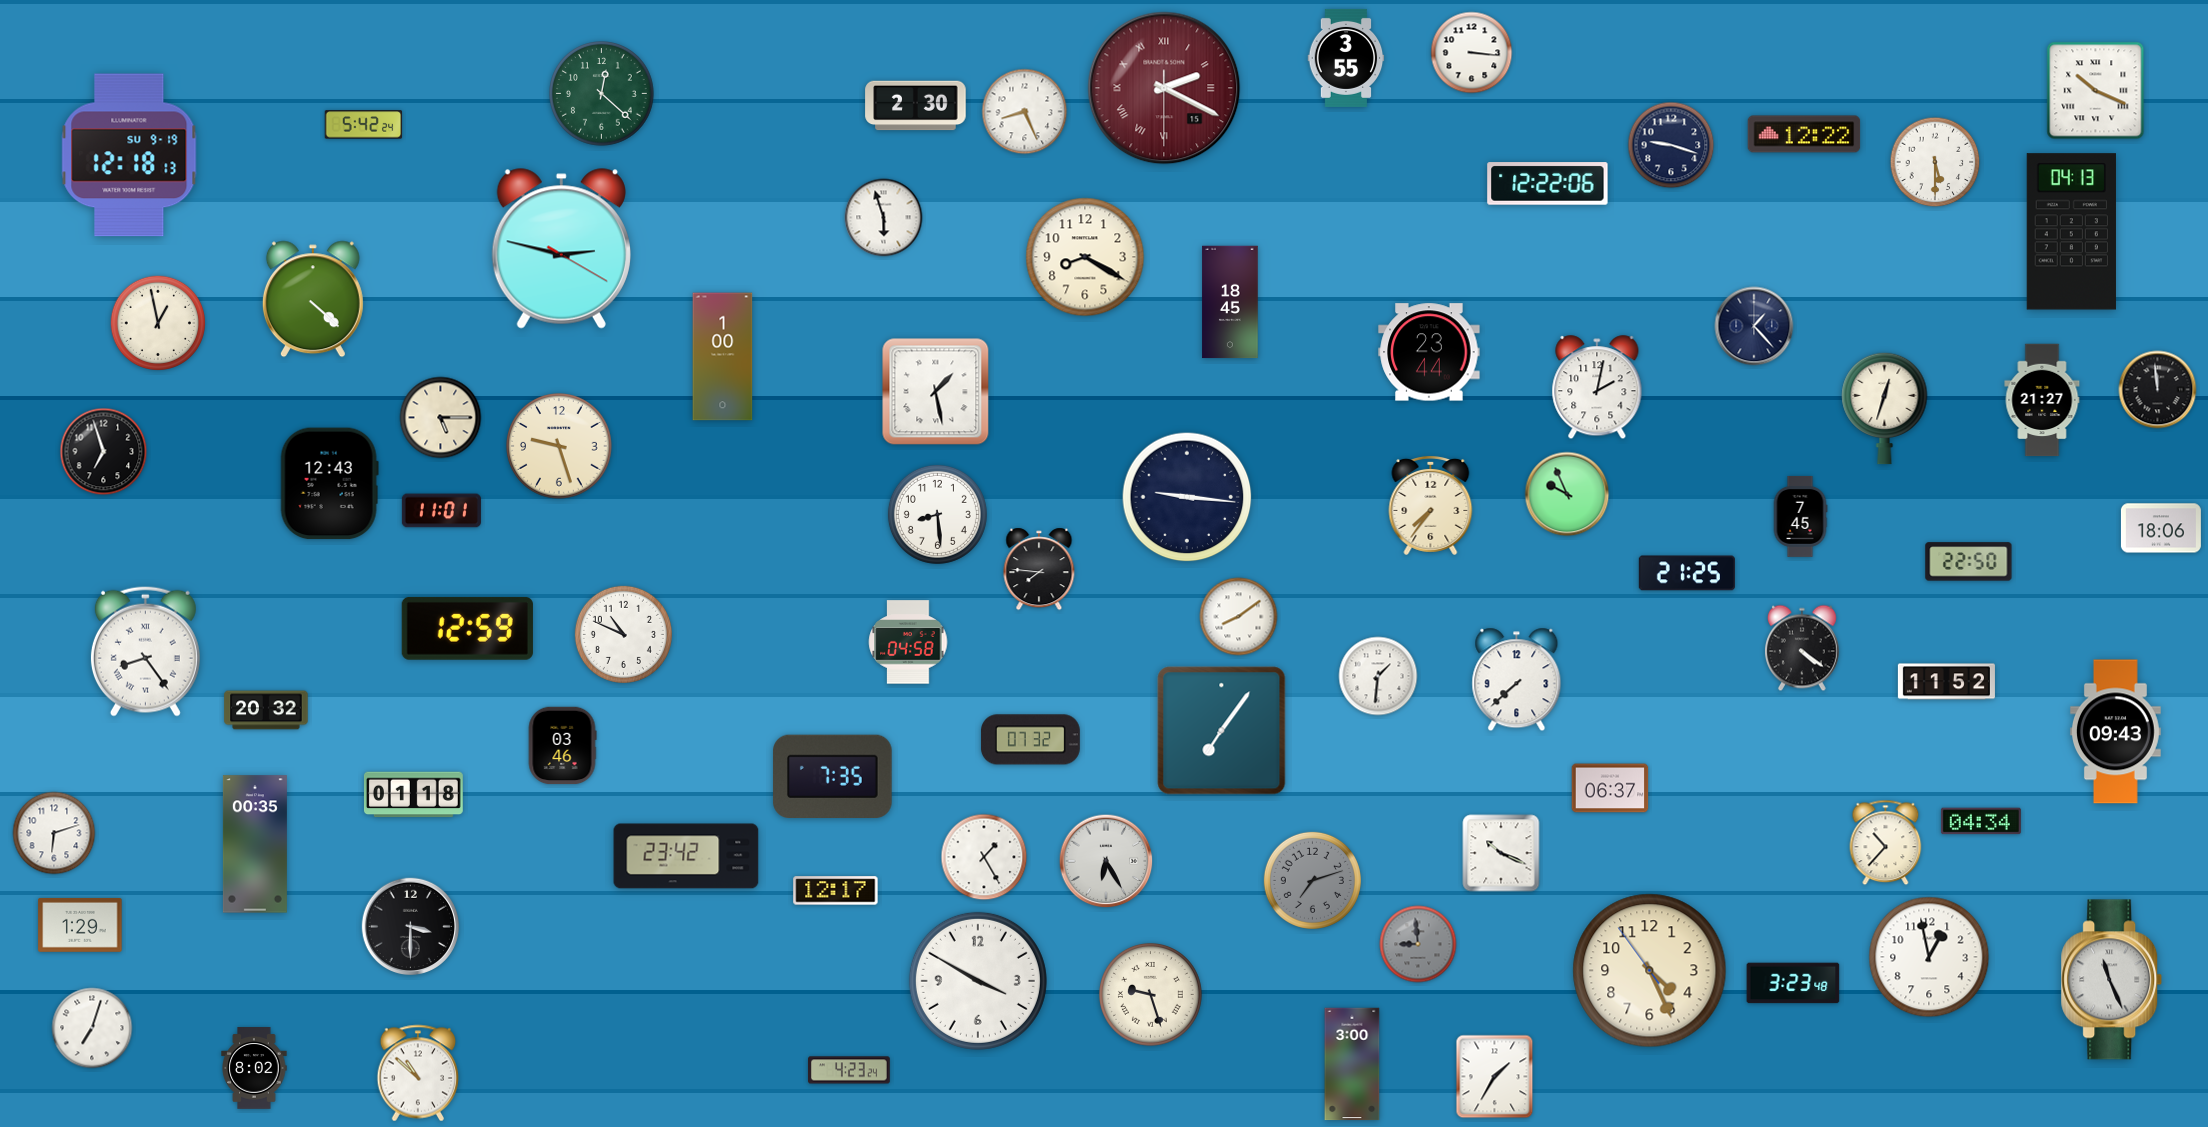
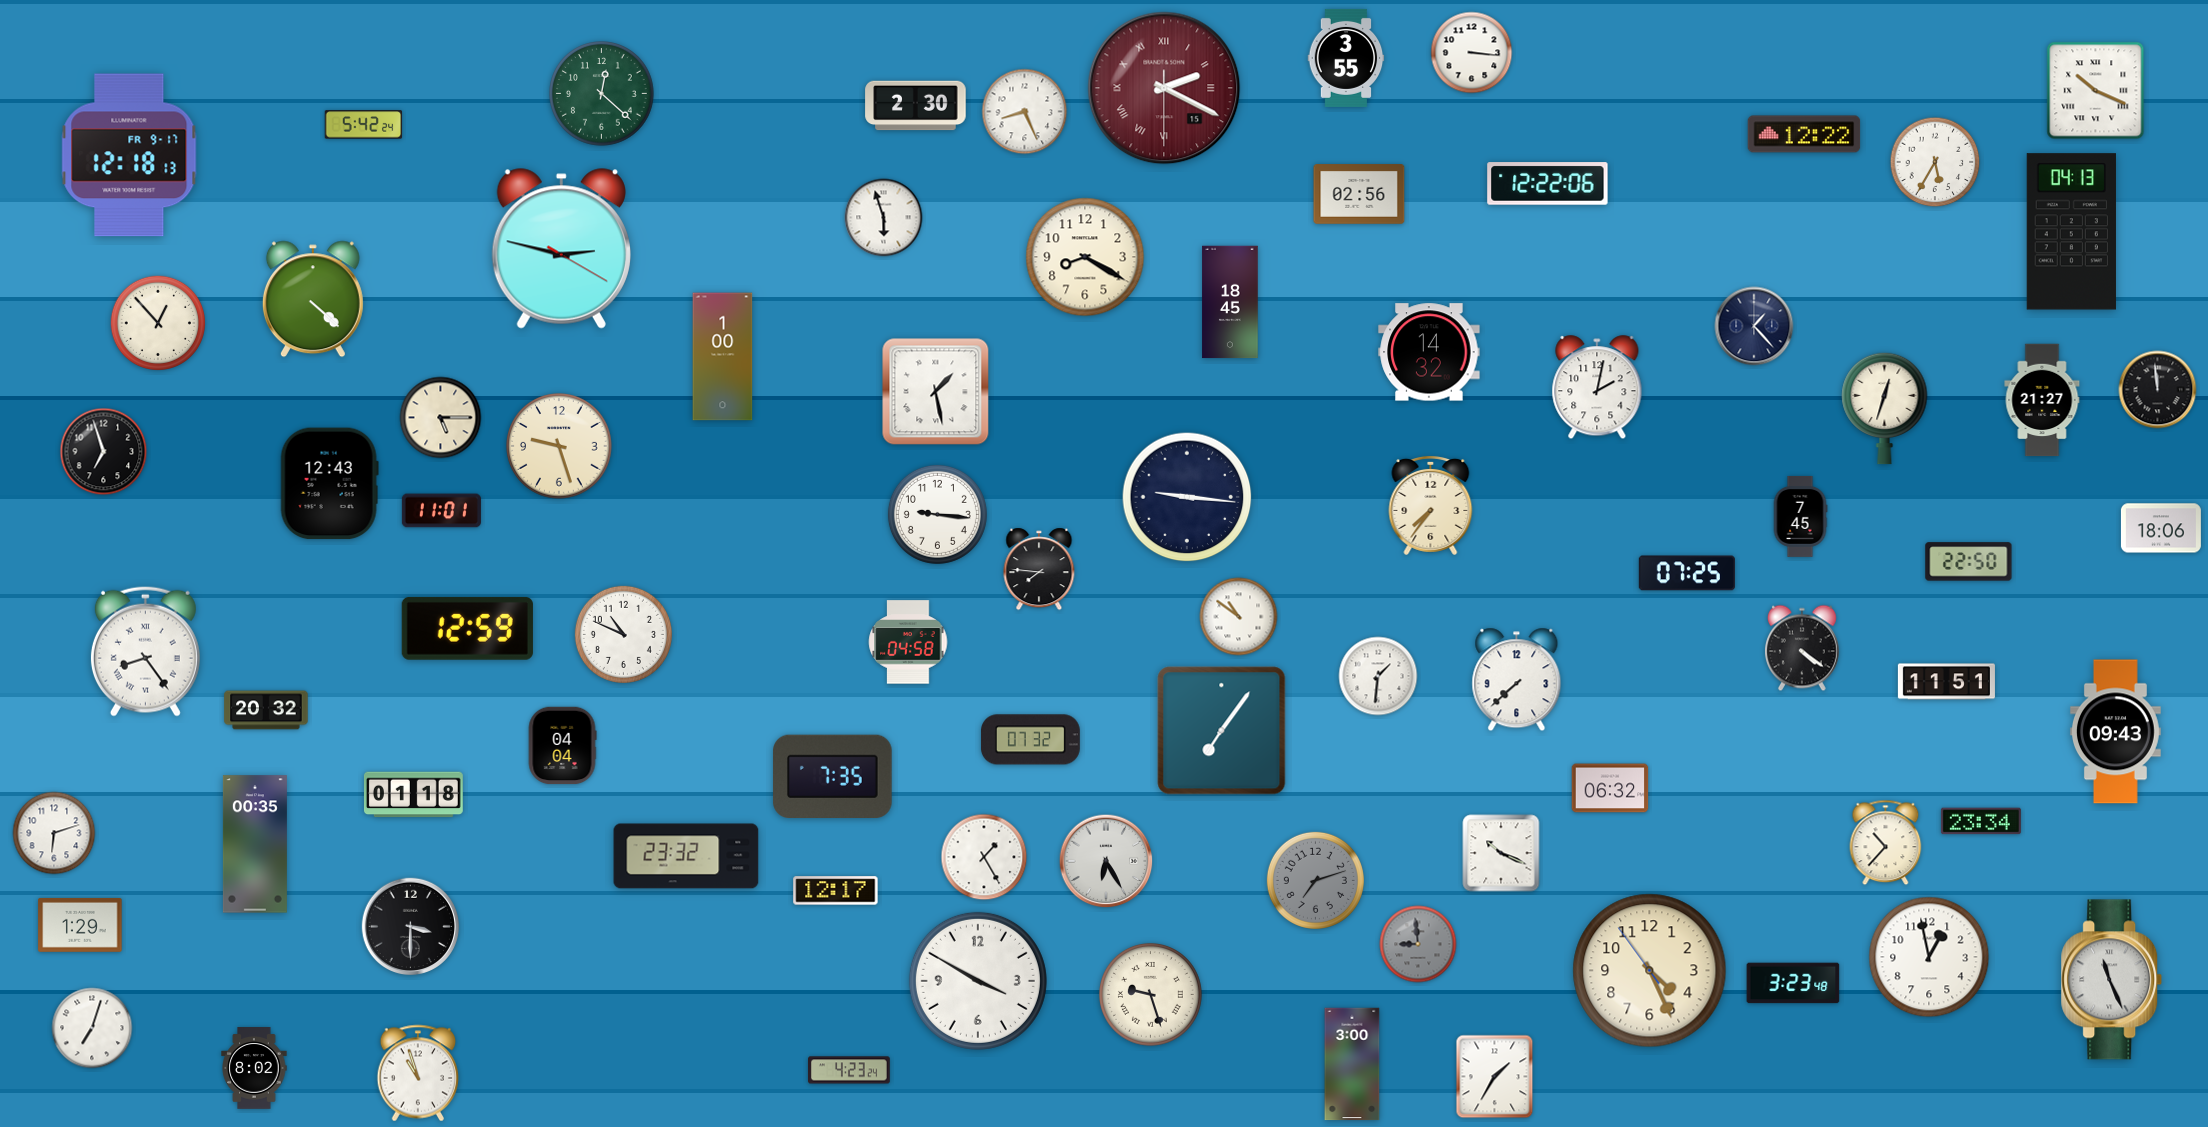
clock at (1671, 145): 9:18 -> none
clock at (129, 155) date: SU 9-19 -> FR 9-17
clock at (1935, 162): 5:30 -> 5:35
clock at (1359, 194): none -> 02:56
clock at (157, 322): 12:58 -> 12:53
clock at (1429, 352): 23:44 -> 14:32
clock at (1567, 494): 9:56 -> none
clock at (937, 514): 8:29 -> 9:16
clock at (1687, 573): 21:25 -> 07:25
clock at (1239, 617): 8:09 -> 10:51
clock at (1946, 682): 11:52 -> 11:51
clock at (562, 746): 03:46 -> 04:04
clock at (1610, 788): 06:37 -> 06:32
clock at (1981, 821): 04:34 -> 23:34
clock at (686, 856): 23:42 -> 23:32
clock at (1312, 880) position: (1312, 880) -> (1315, 880)
clock at (418, 1073): 10:52 -> 10:57
